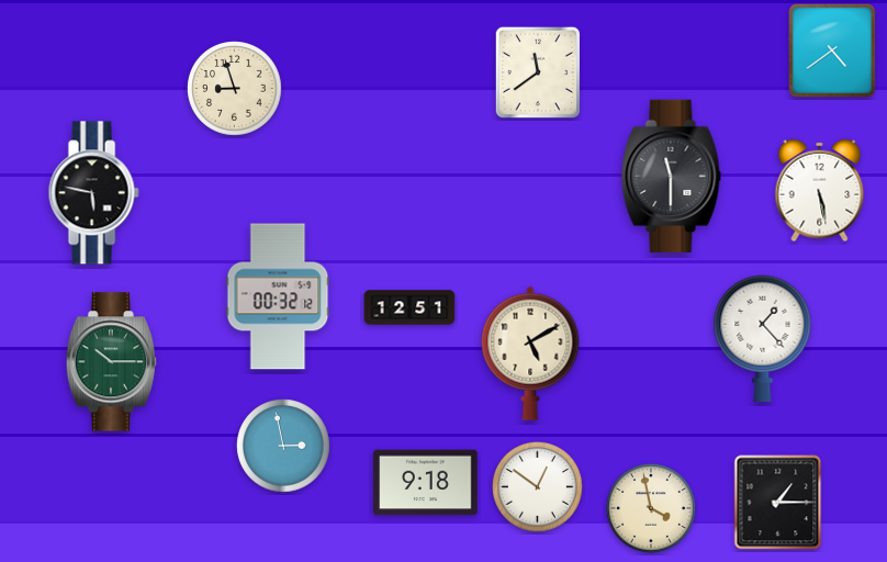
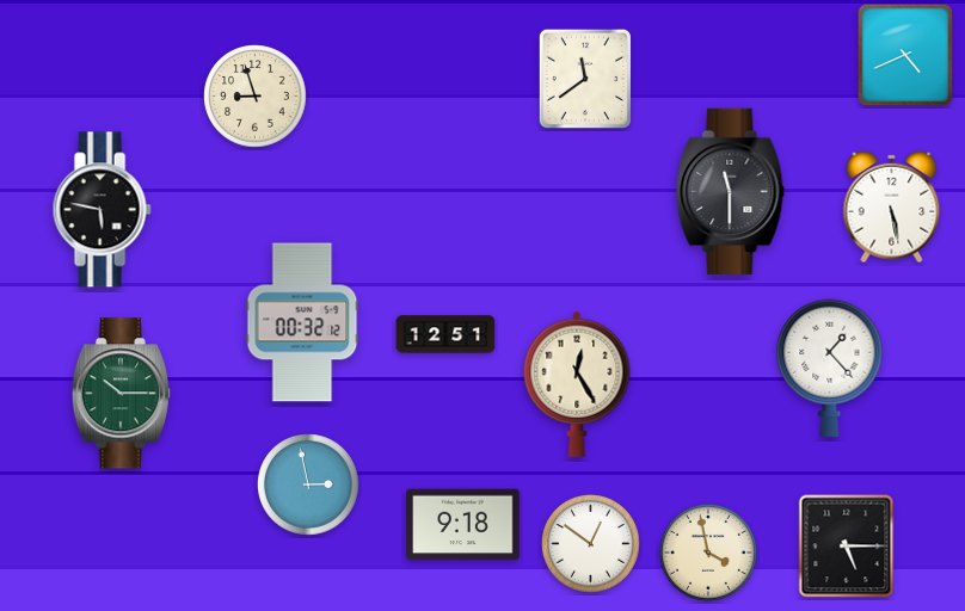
clock at (832, 50): 4:39 -> 4:41
clock at (530, 353): 5:10 -> 12:25
clock at (538, 487) position: (538, 487) -> (591, 544)
clock at (778, 503): 1:15 -> 5:15
